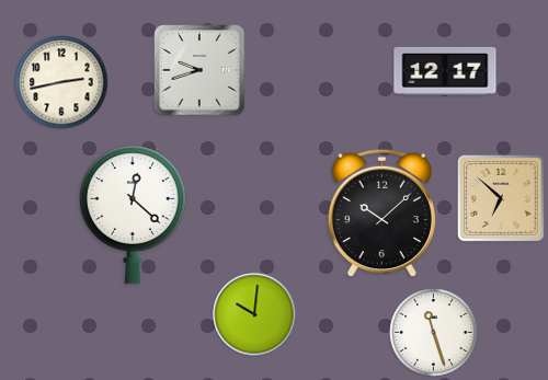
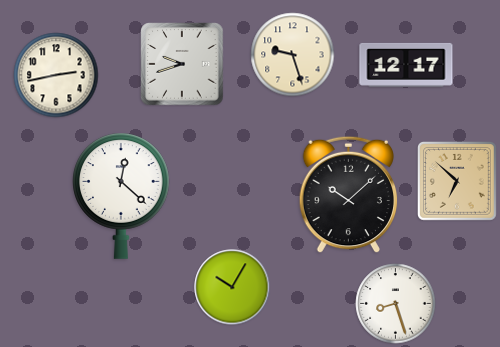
clock at (293, 55): none -> 9:27
clock at (254, 314): 10:01 -> 10:05
clock at (434, 333): 11:27 -> 8:27
